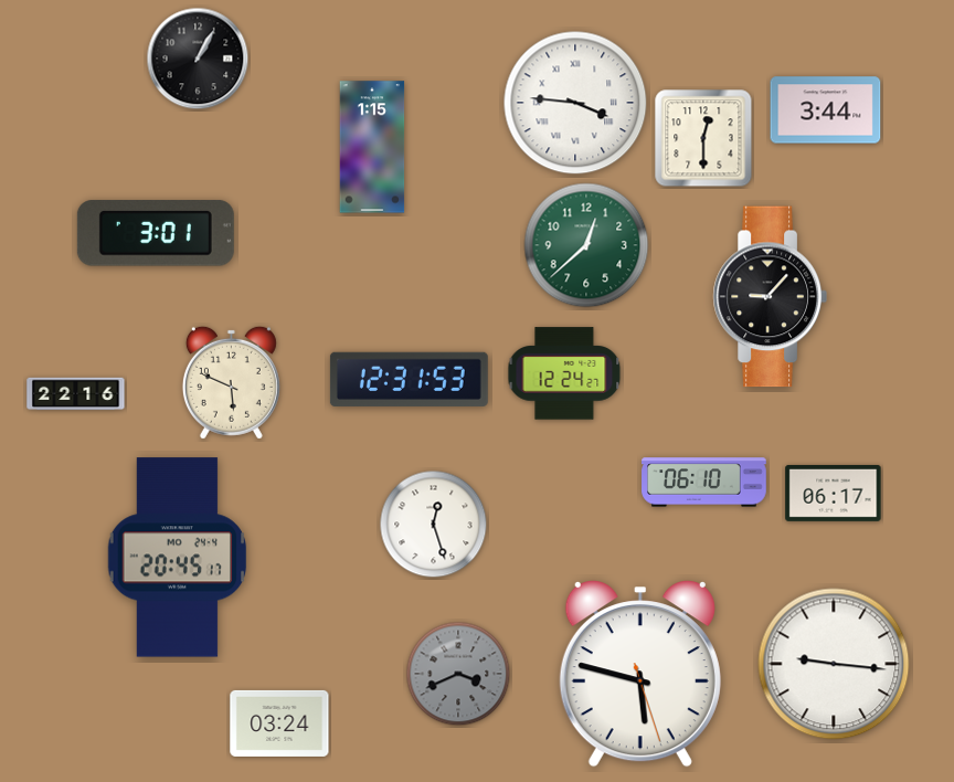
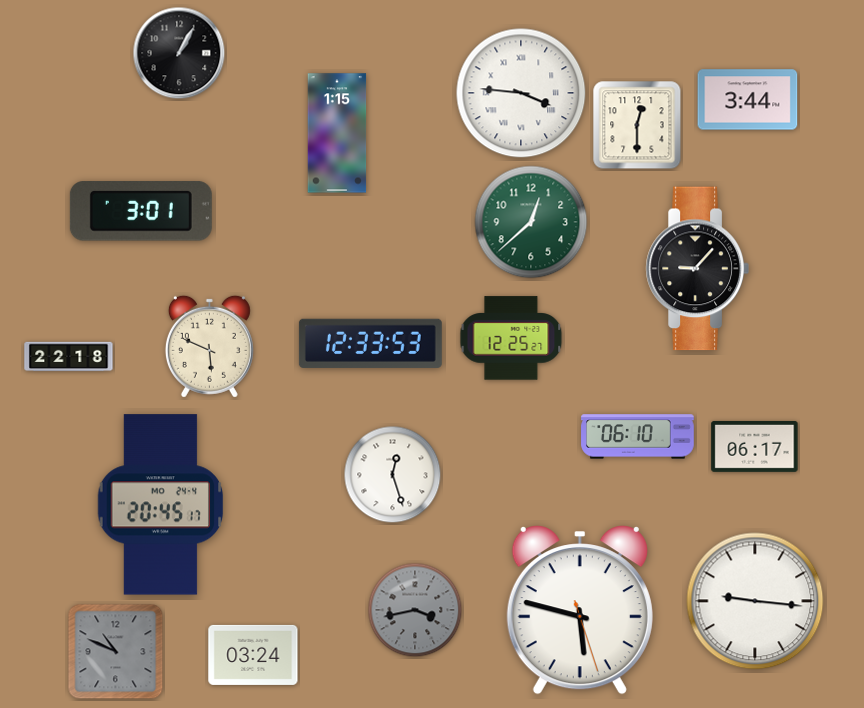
clock at (564, 373): 12:24 -> 12:25
clock at (409, 379): 12:31 -> 12:33
clock at (76, 394): 22:16 -> 22:18
clock at (458, 674): 3:41 -> 3:43
clock at (116, 652): none -> 10:49
